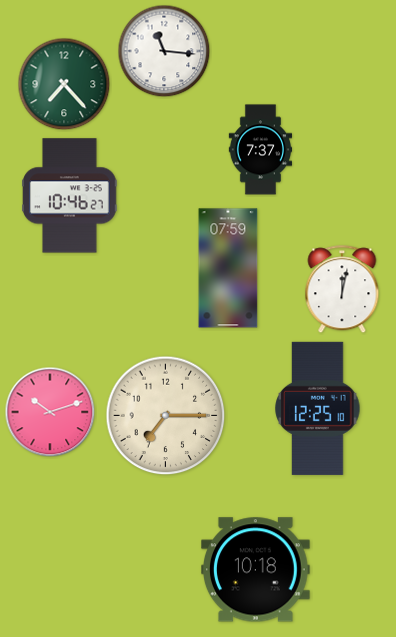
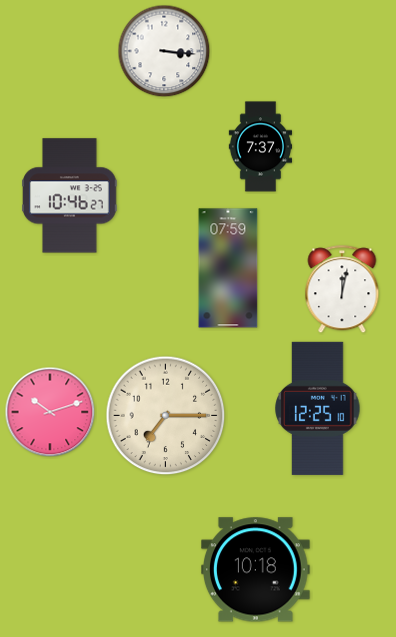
clock at (164, 51): 11:16 -> 3:16
clock at (64, 84): 7:23 -> none
clock at (260, 150) position: (260, 150) -> (260, 147)
